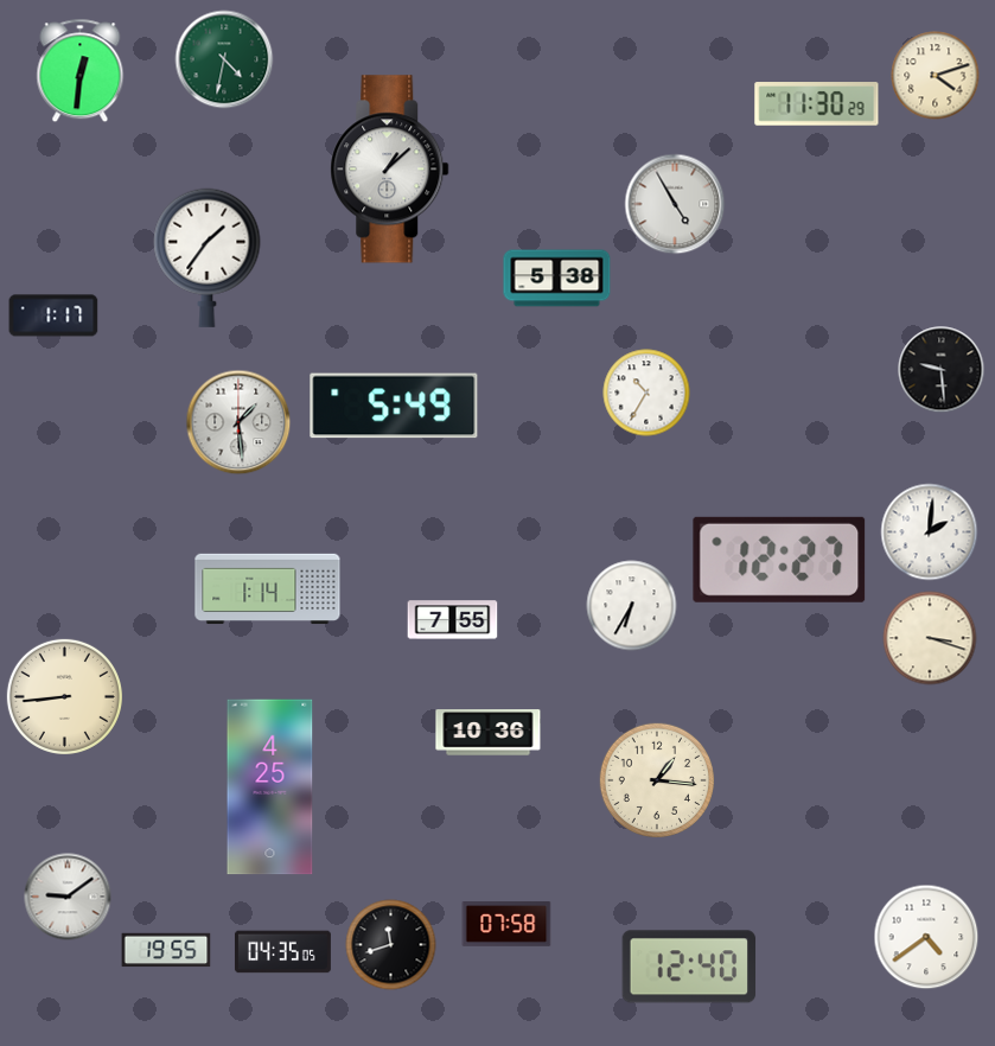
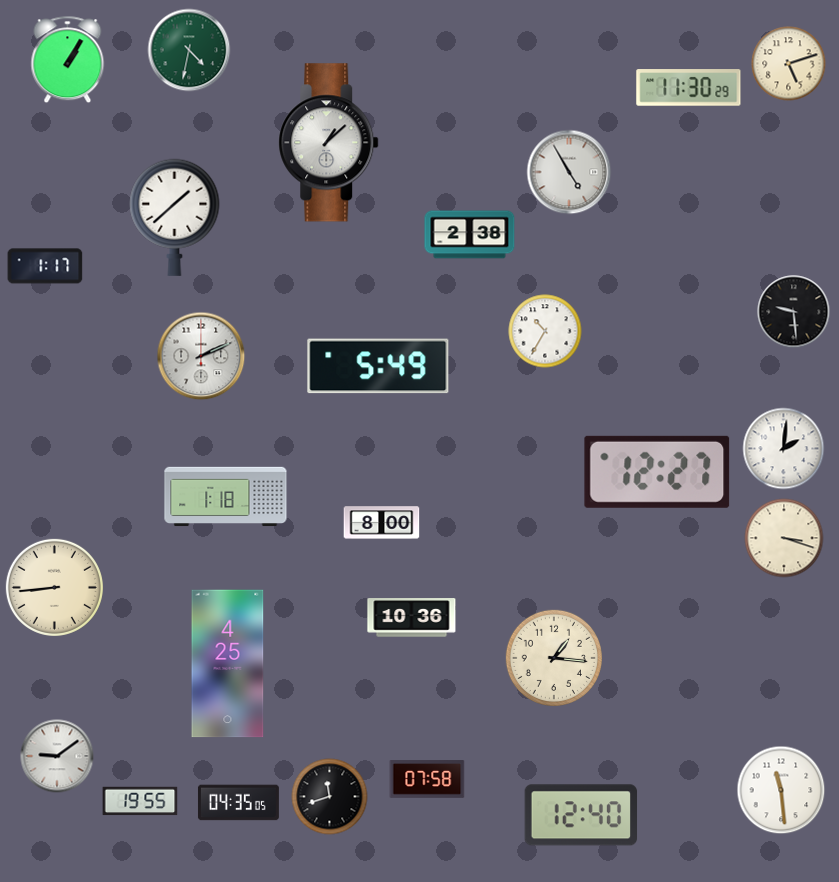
clock at (81, 71): 12:31 -> 1:05
clock at (936, 76): 4:12 -> 5:12
clock at (208, 257): 1:36 -> 1:38
clock at (557, 279): 5:38 -> 2:38
clock at (394, 406) position: (394, 406) -> (378, 366)
clock at (238, 422): 1:29 -> 2:11
clock at (268, 589): 1:14 -> 1:18
clock at (632, 606): 6:35 -> none
clock at (453, 620): 7:55 -> 8:00
clock at (926, 937): 4:39 -> 11:29
